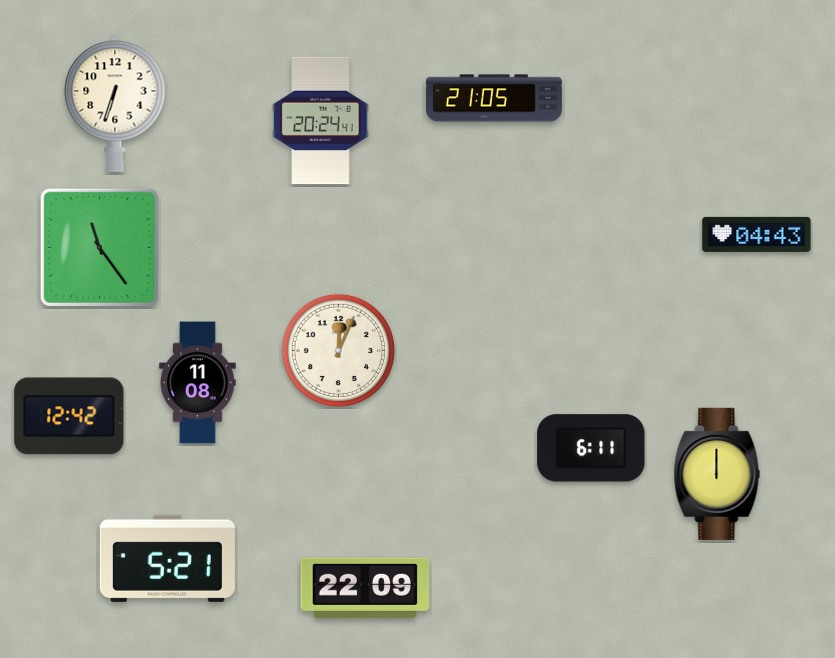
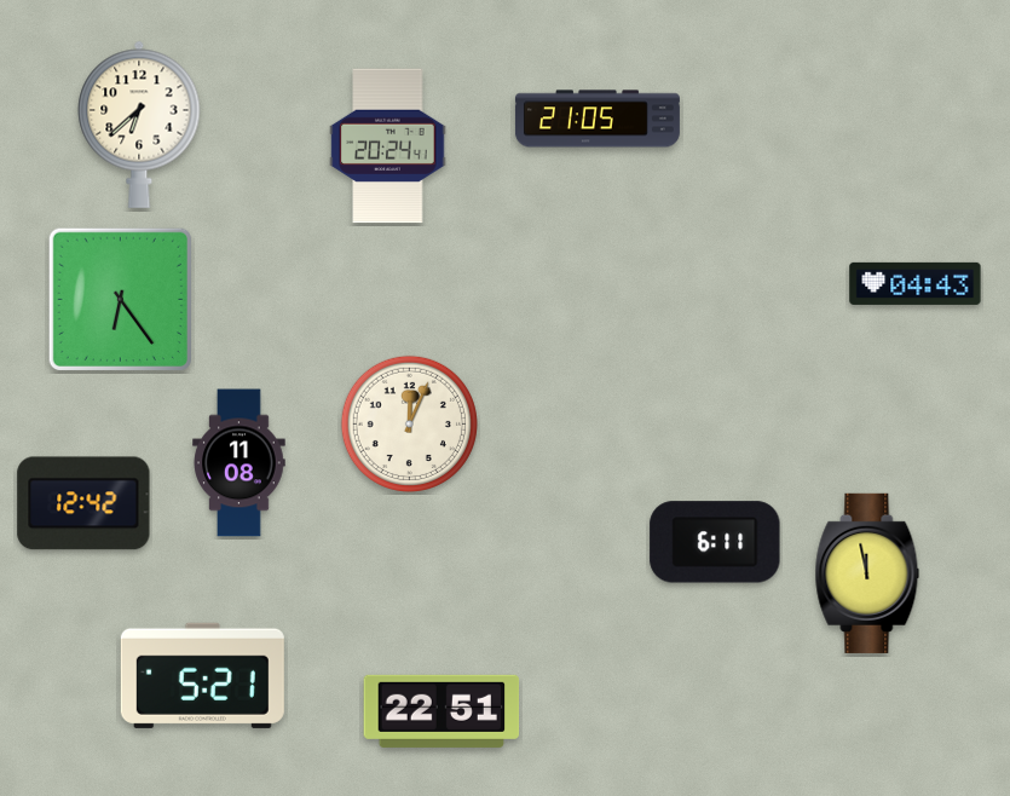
clock at (115, 103): 6:33 -> 6:38
clock at (99, 247): 11:24 -> 6:24
clock at (717, 474): 12:00 -> 11:58
clock at (365, 588): 22:09 -> 22:51
